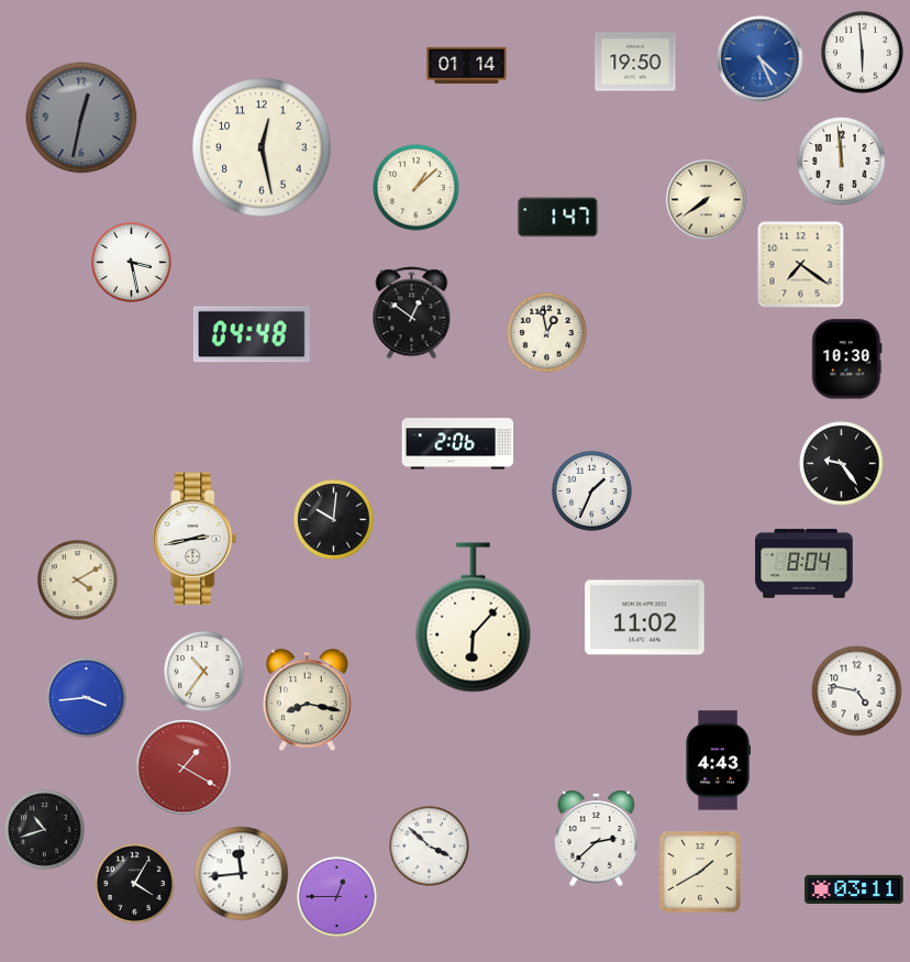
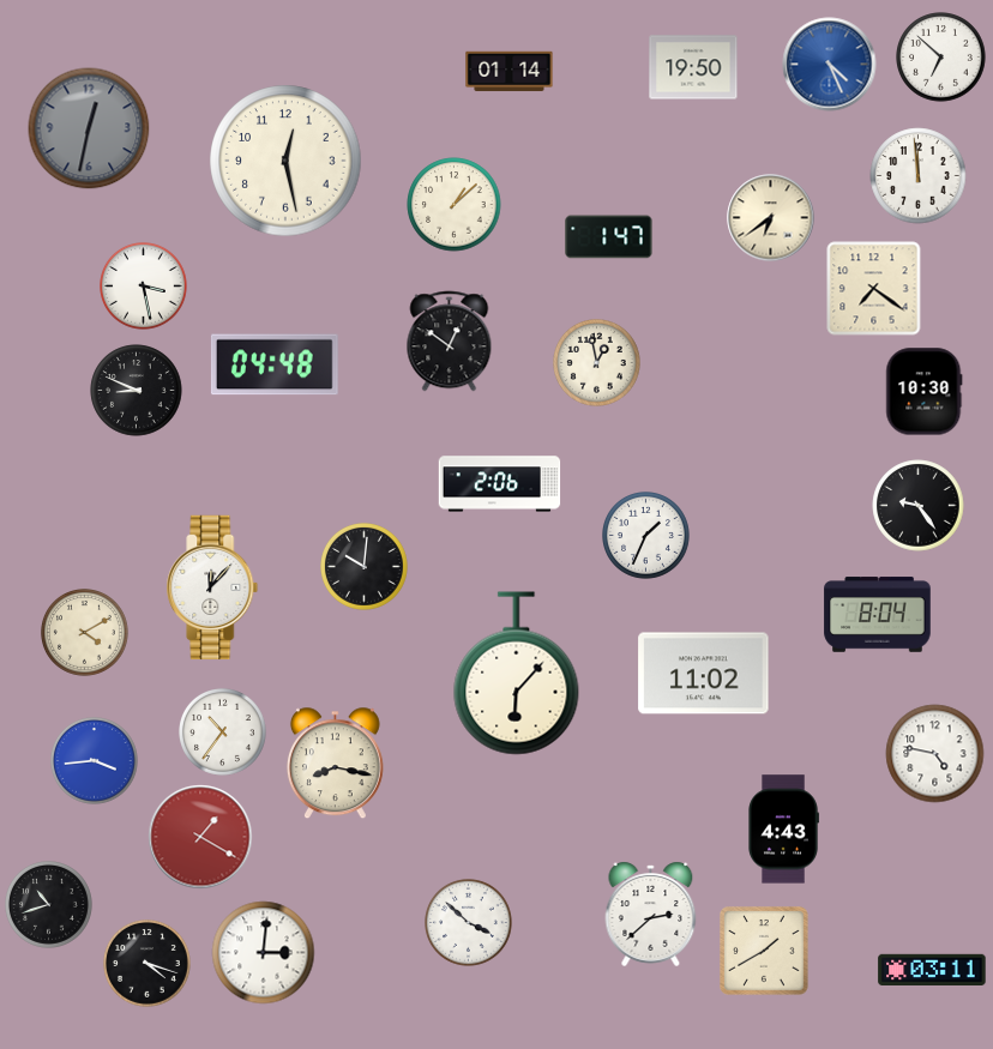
clock at (863, 53): 5:59 -> 6:52
clock at (707, 200): 7:39 -> 6:39
clock at (137, 391): none -> 8:49
clock at (195, 539): 2:43 -> 12:07
clock at (242, 874): 11:44 -> 3:01
clock at (135, 884): 4:05 -> 4:18
clock at (337, 897): 12:45 -> none
